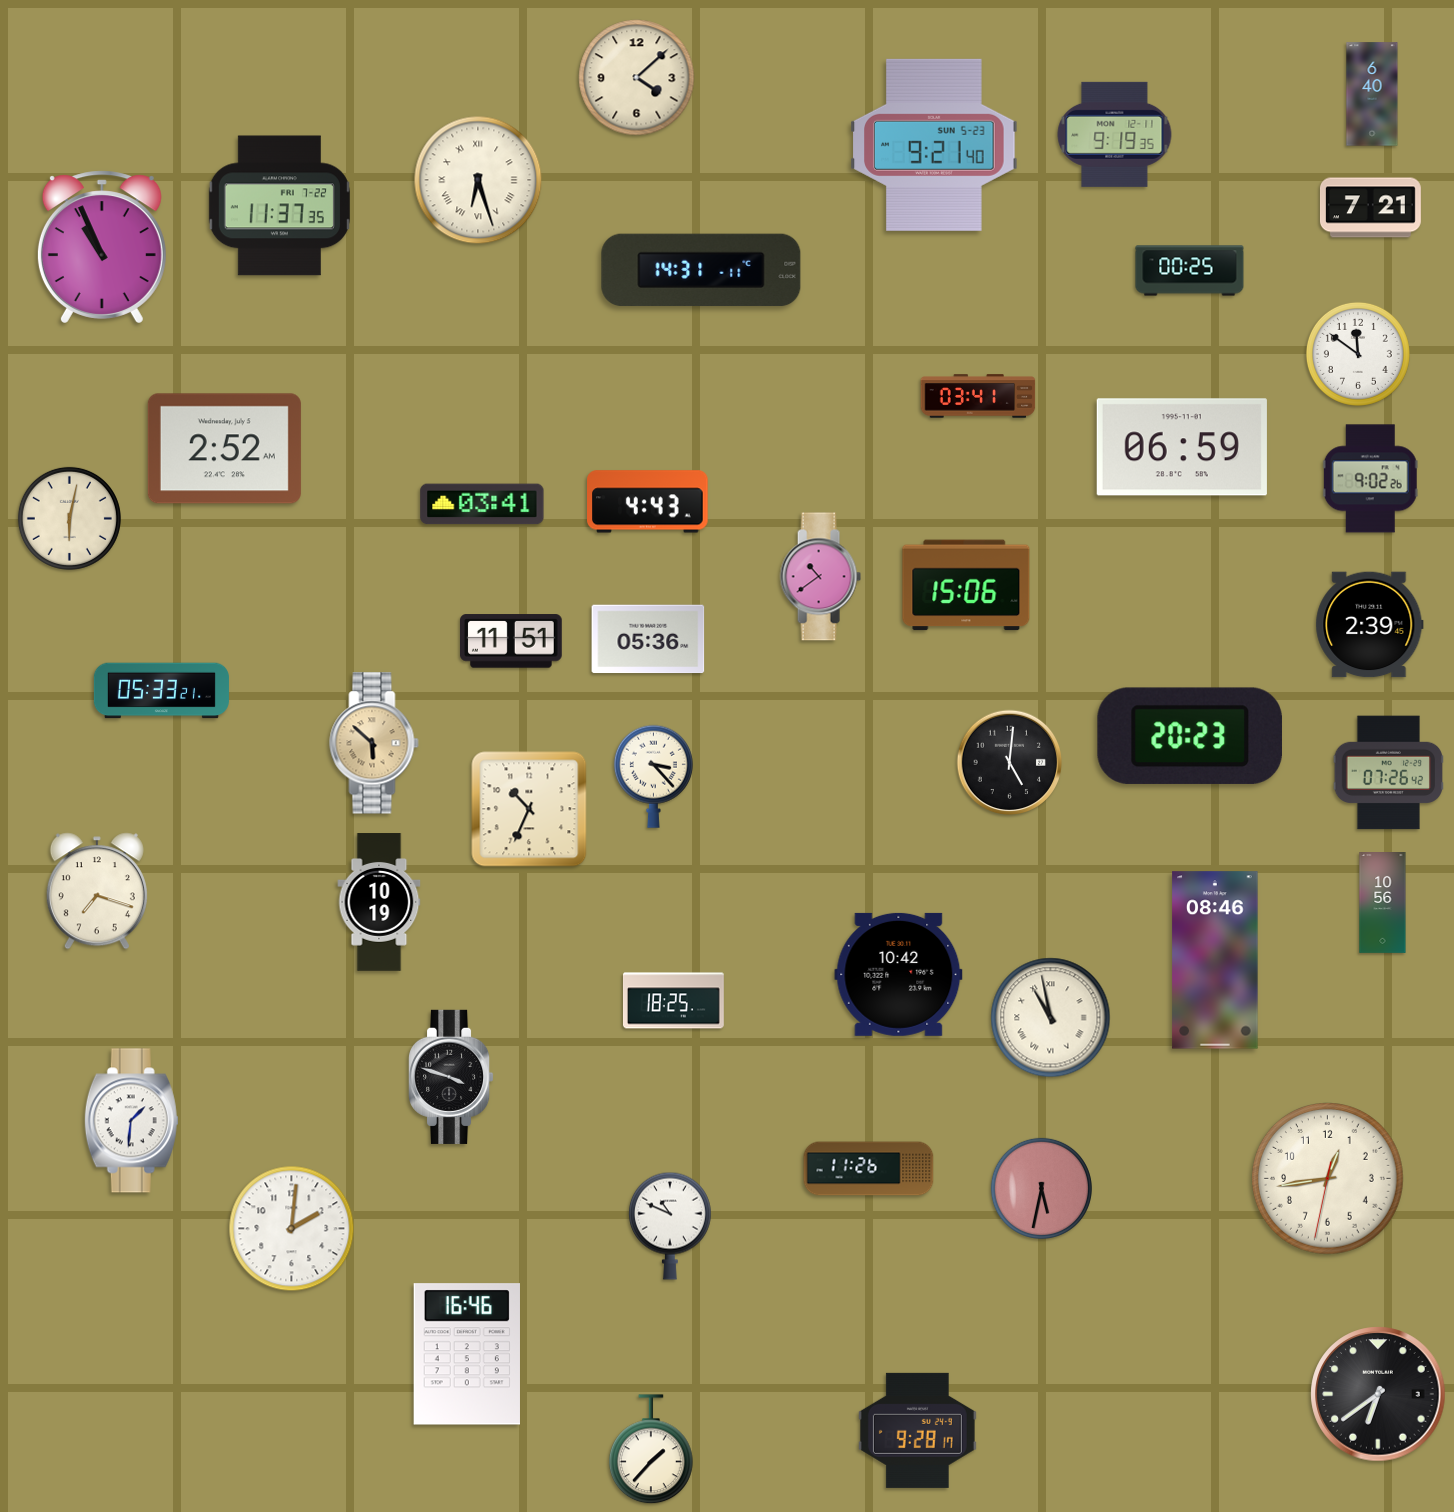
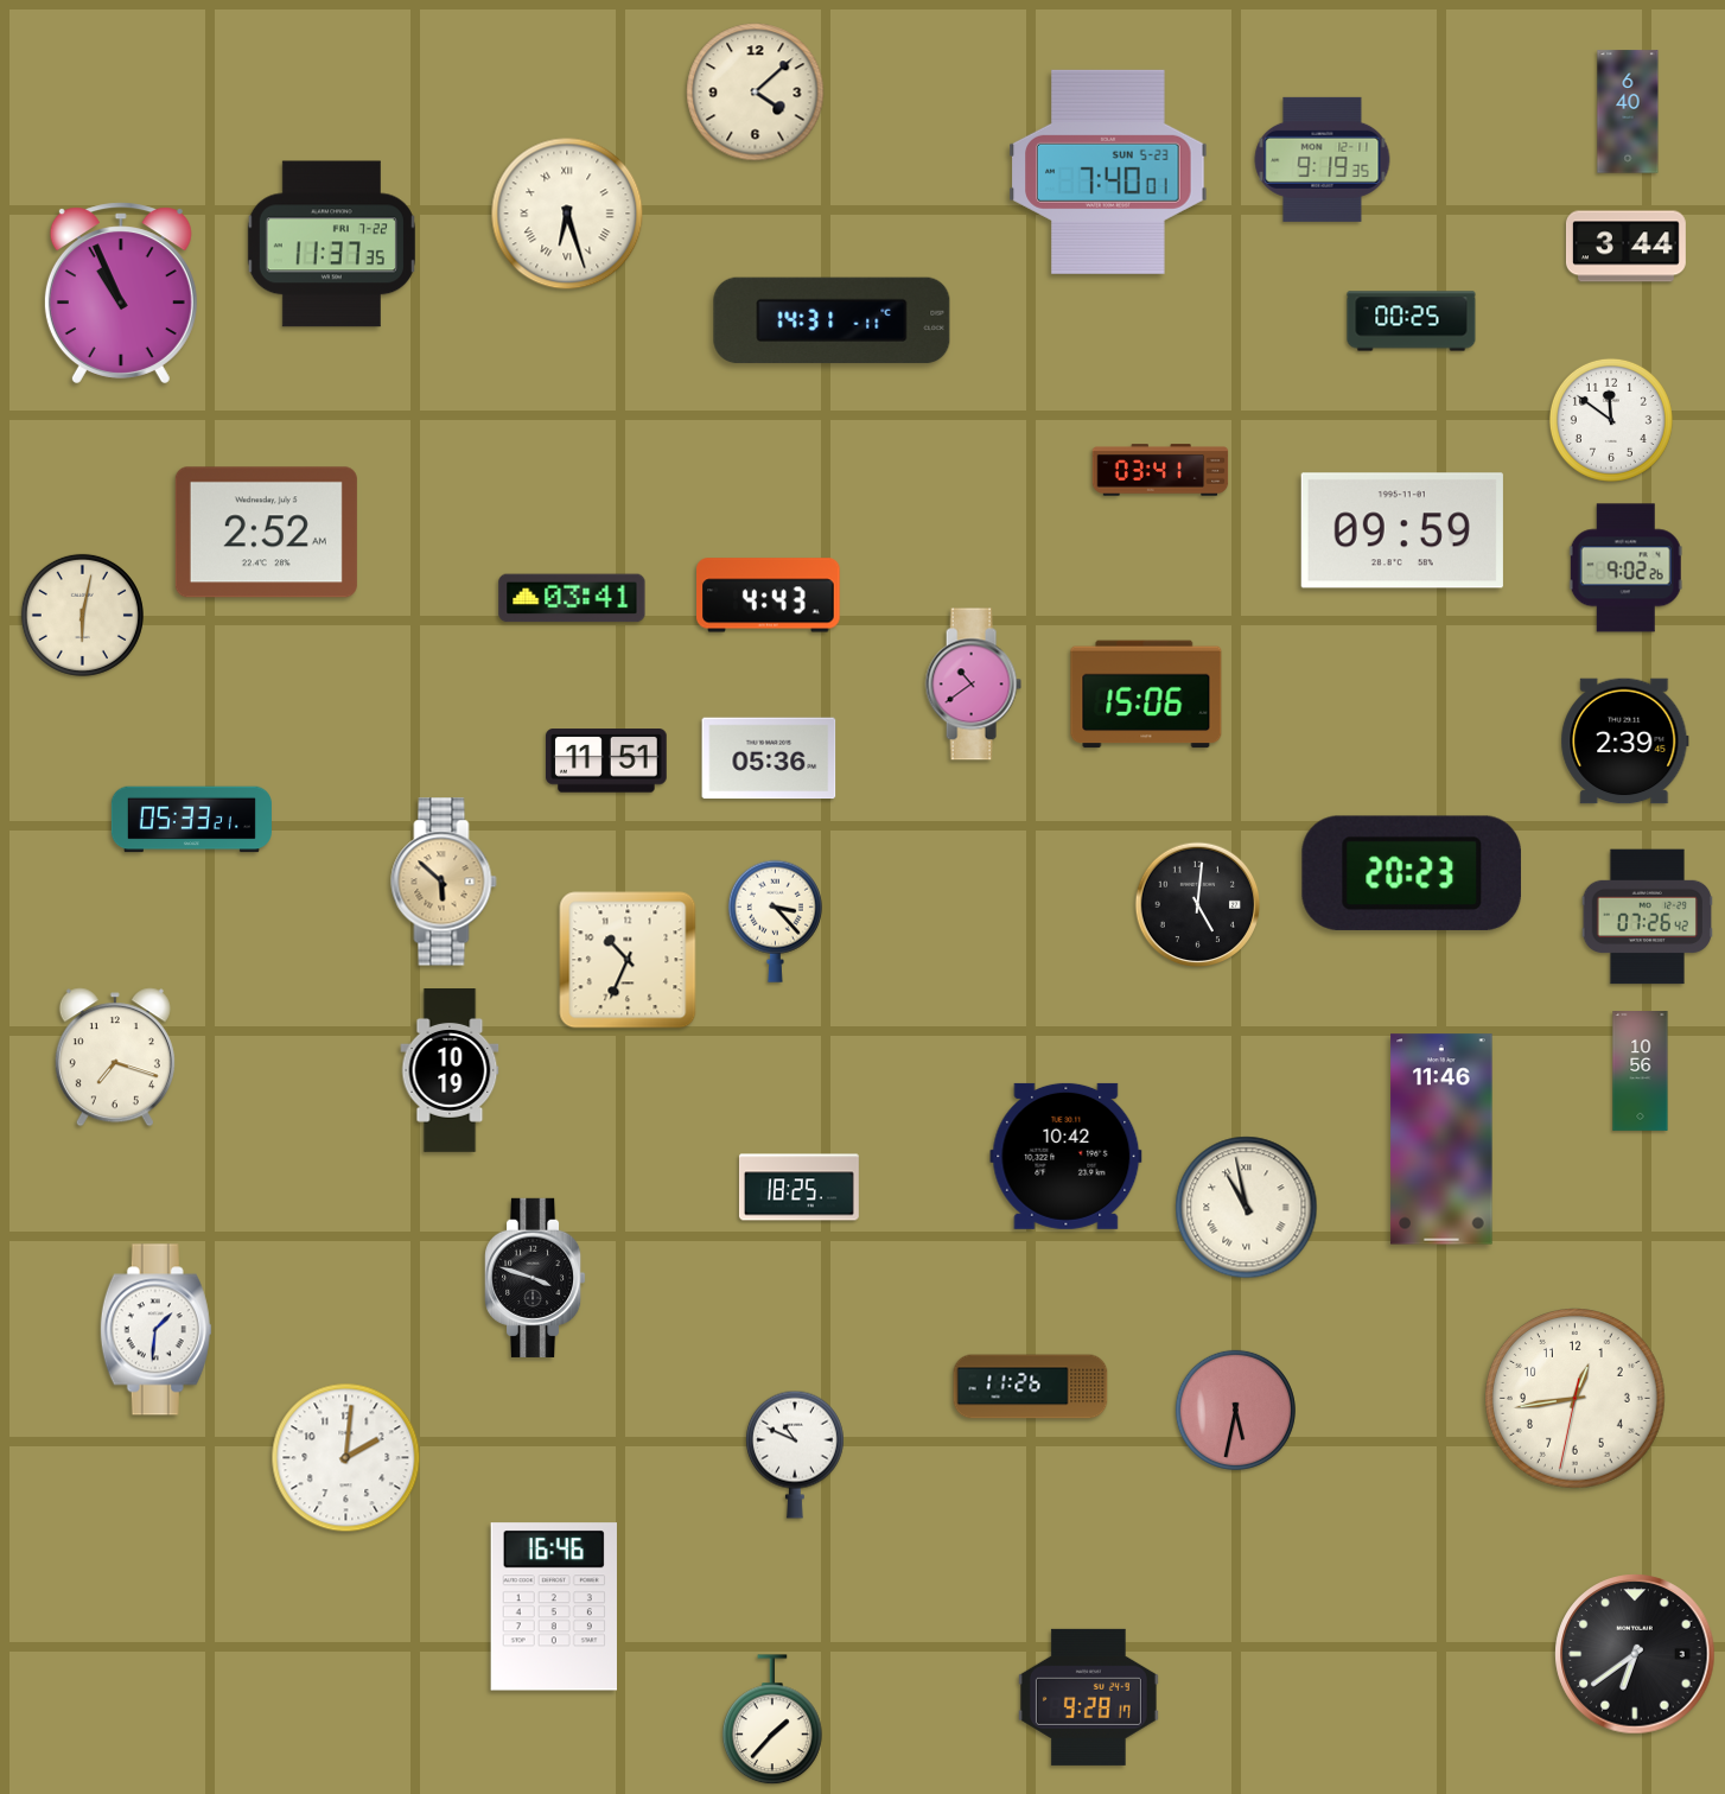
clock at (934, 145): 9:21 -> 7:40
clock at (1371, 208): 7:21 -> 3:44
clock at (1182, 447): 06:59 -> 09:59
clock at (1215, 960): 08:46 -> 11:46
